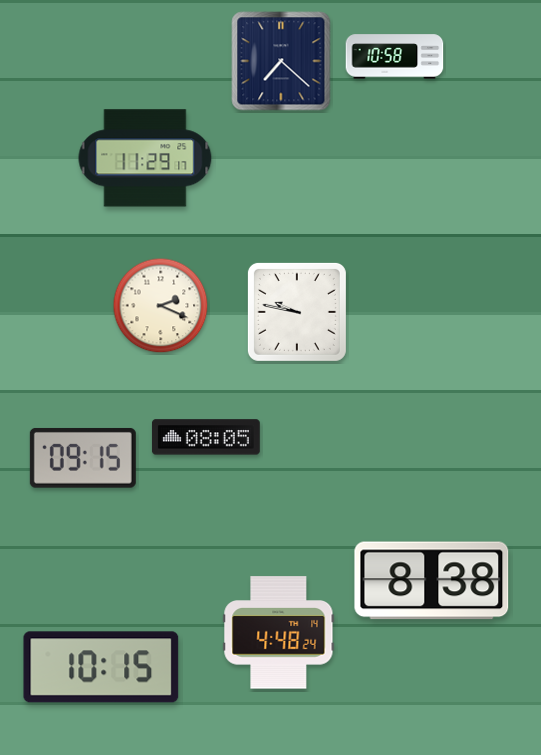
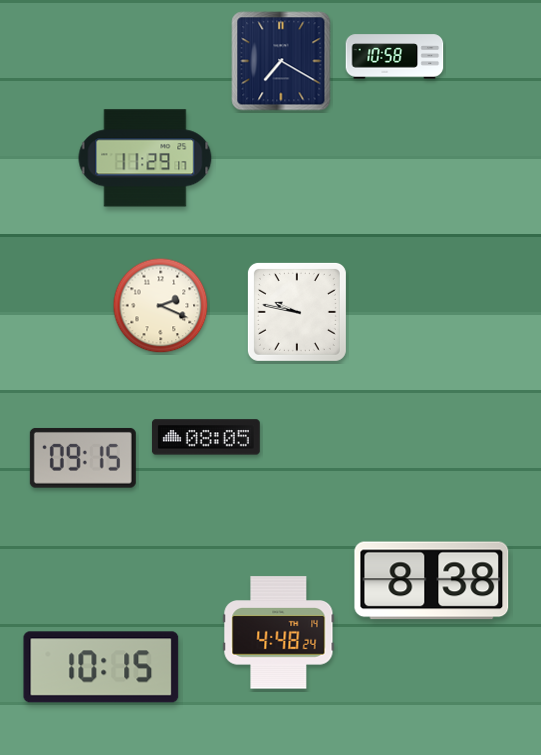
clock at (281, 61): 7:22 -> 7:20
